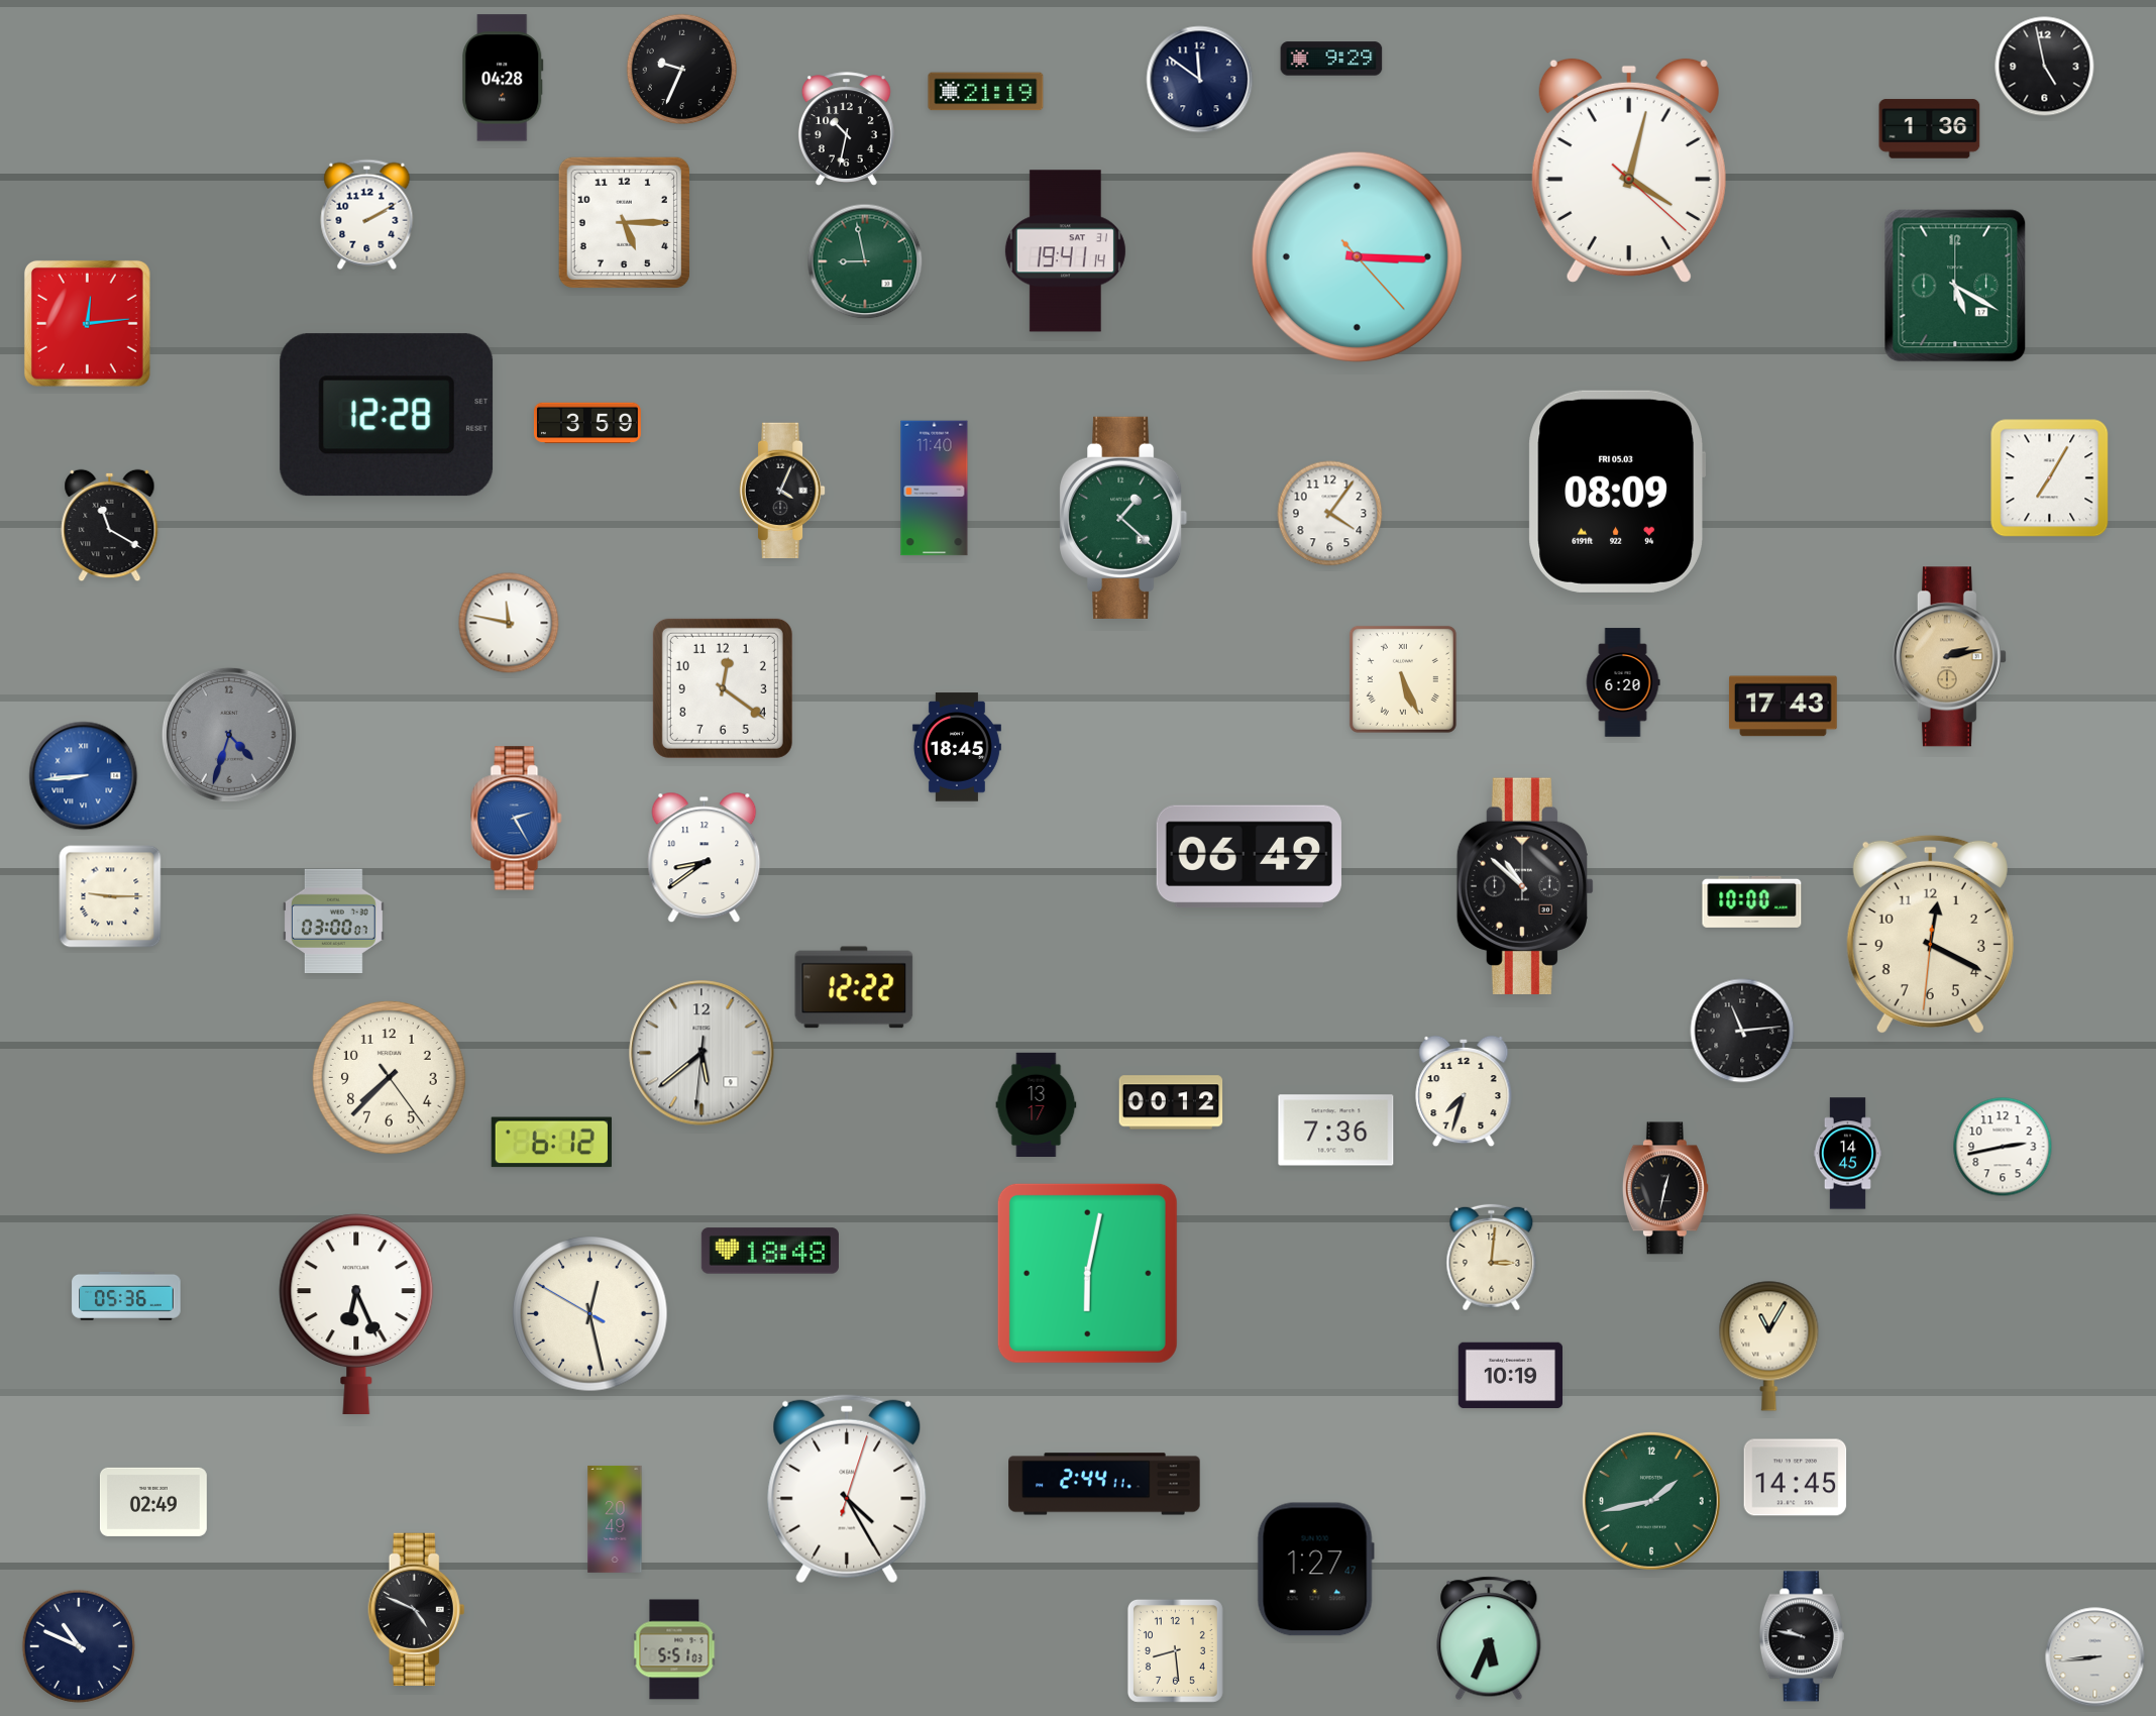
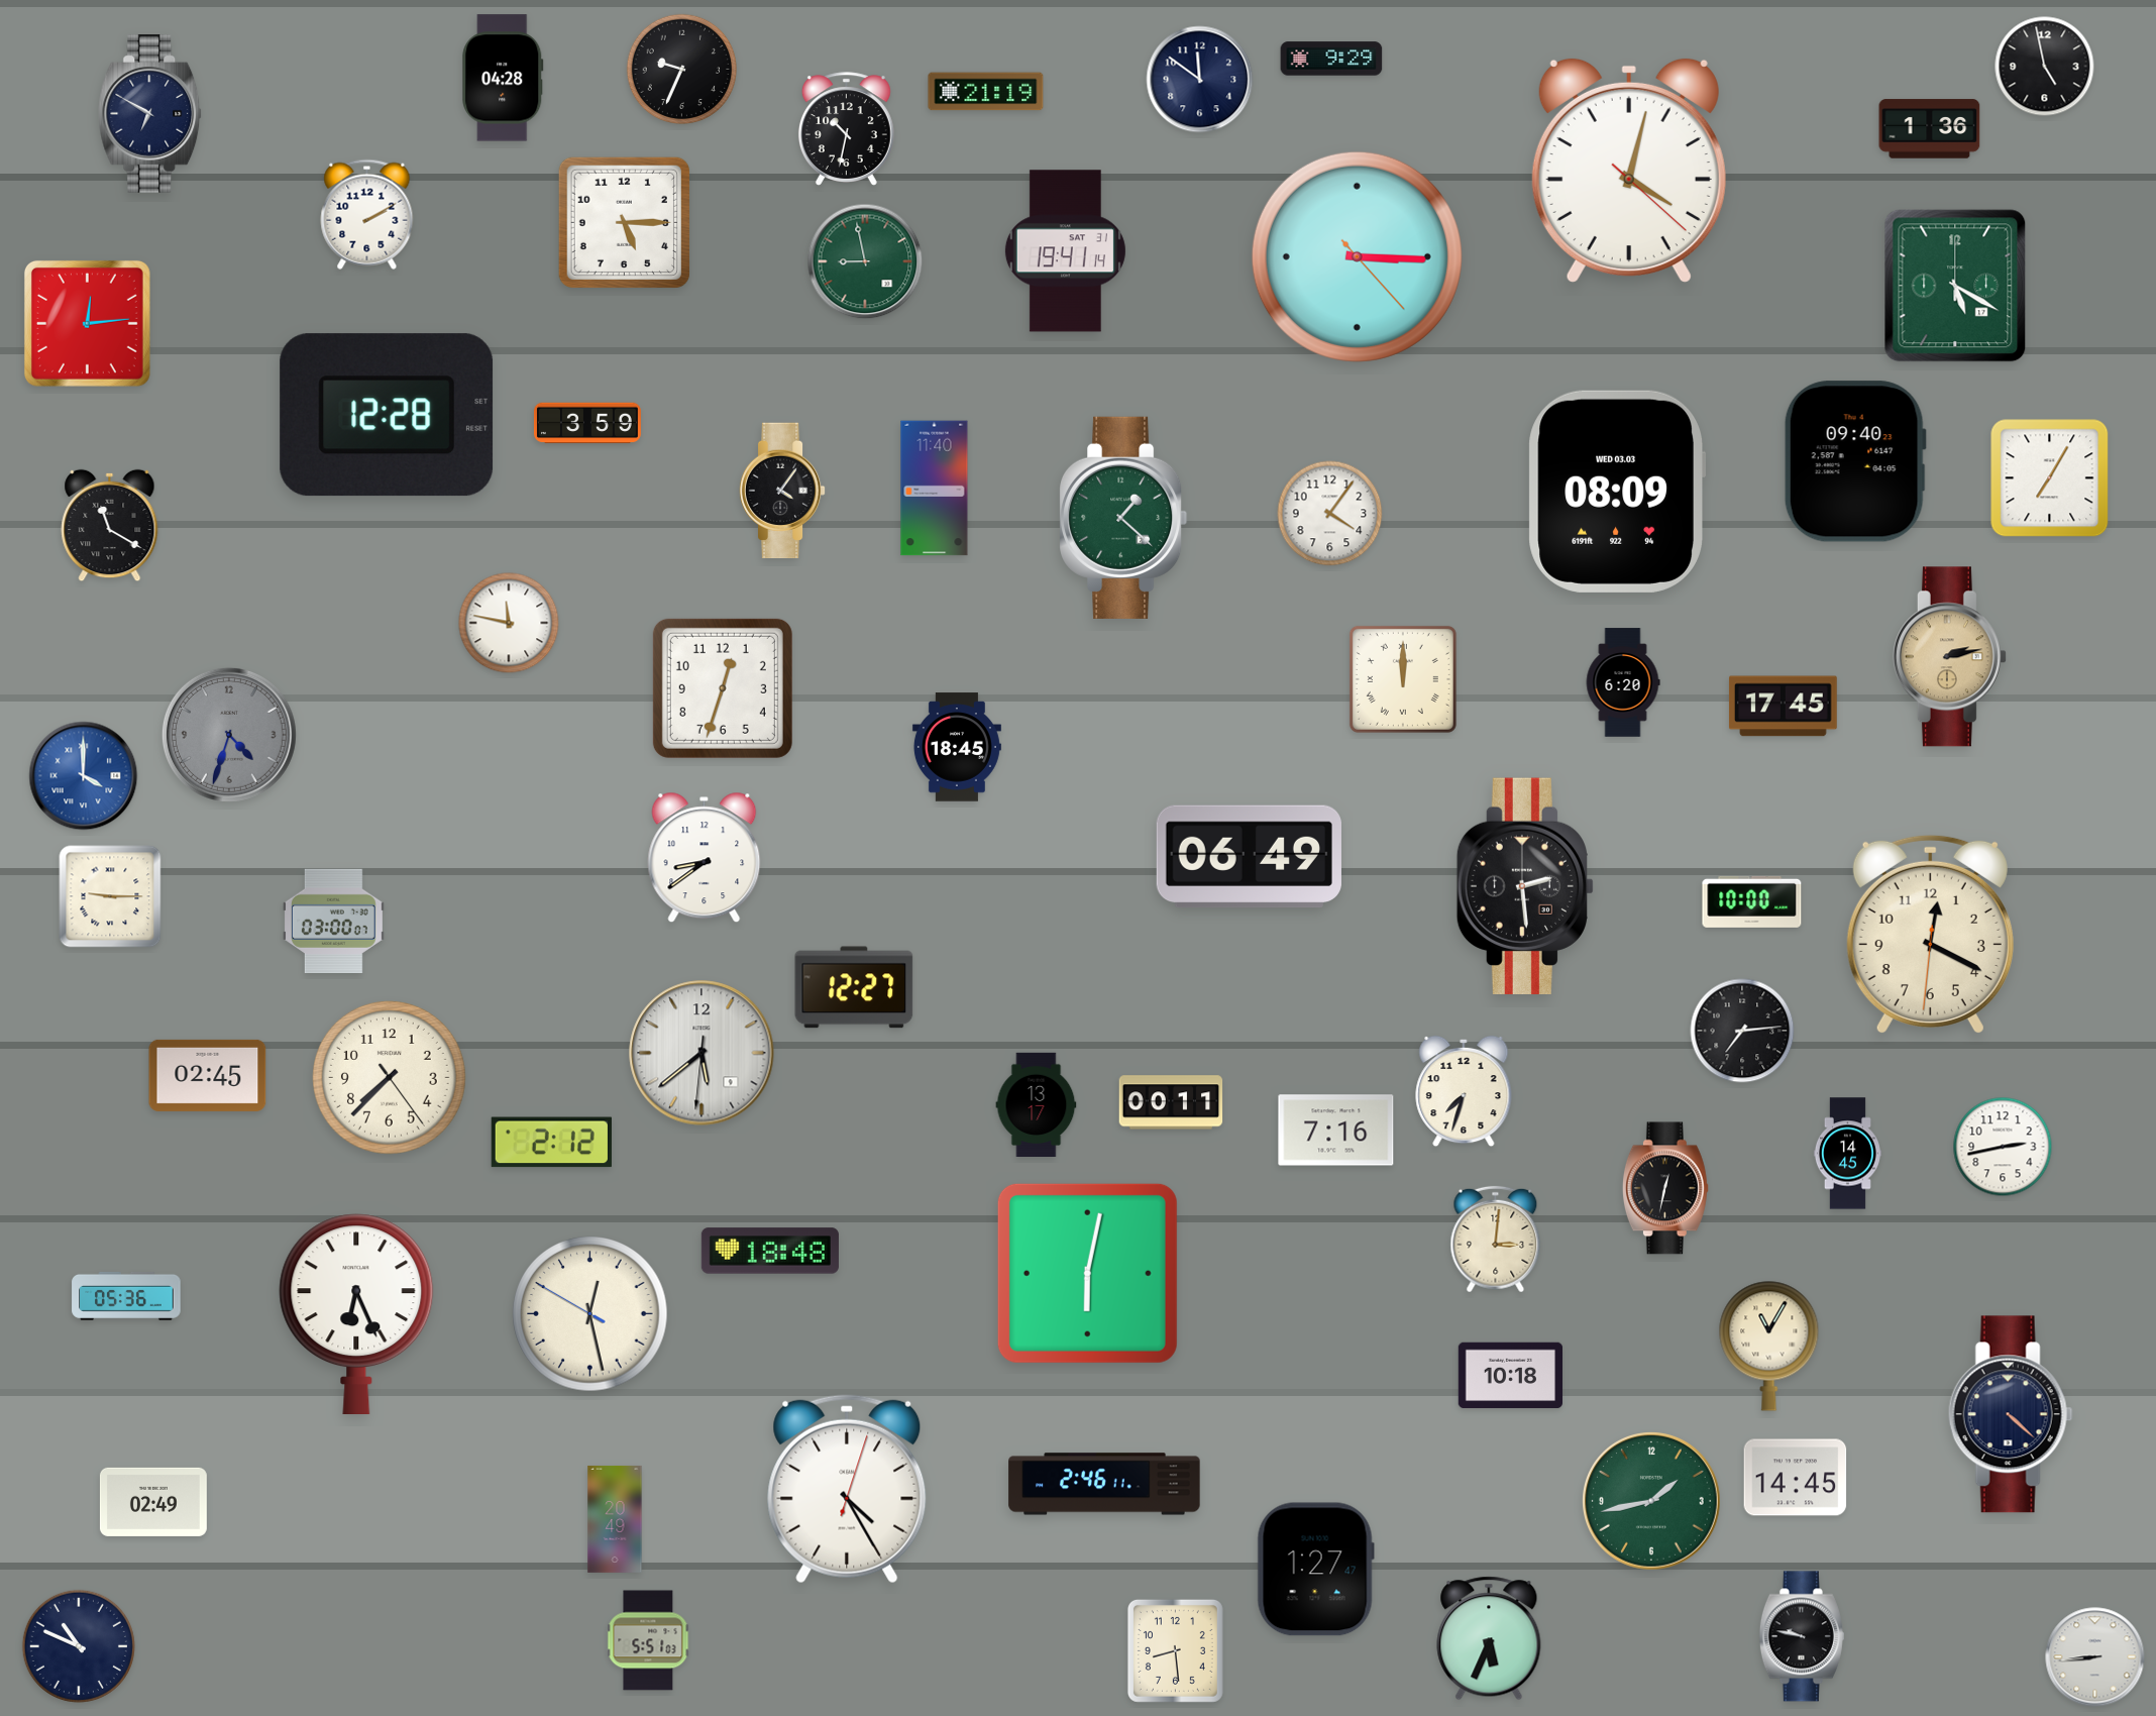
clock at (150, 114): none -> 6:50
clock at (1855, 461): none -> 09:40
clock at (782, 491): 4:04 -> 4:06
clock at (1617, 492) date: FRI 05.03 -> WED 03.03
clock at (1403, 679): 5:26 -> 12:00
clock at (723, 688): 12:21 -> 12:33
clock at (1784, 707): 17:43 -> 17:45
clock at (84, 776): 8:44 -> 4:00
clock at (517, 819): 2:25 -> none
clock at (1524, 885): 10:52 -> 2:29
clock at (854, 987): 12:22 -> 12:27
clock at (1742, 1031): 11:14 -> 7:14
clock at (208, 1075): none -> 02:45
clock at (1171, 1102): 00:12 -> 00:11
clock at (1336, 1131): 7:36 -> 7:16
clock at (551, 1143): 6:12 -> 2:12
clock at (1492, 1258) position: (1492, 1258) -> (1496, 1240)
clock at (1510, 1376): 10:19 -> 10:18
clock at (2011, 1414): none -> 4:22
clock at (1104, 1484): 2:44 -> 2:46
clock at (417, 1609): 4:49 -> none
clock at (674, 1649) position: (674, 1649) -> (648, 1640)
